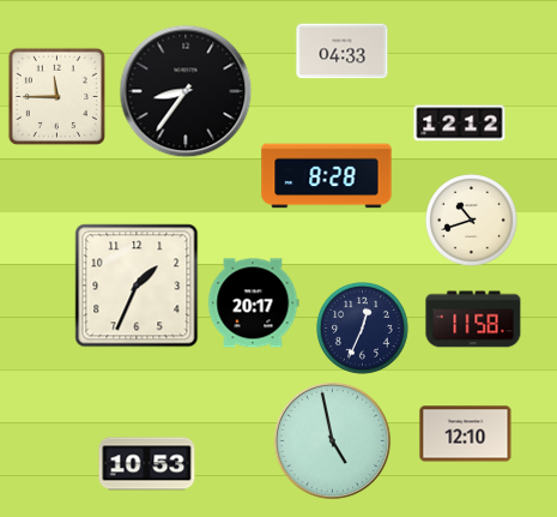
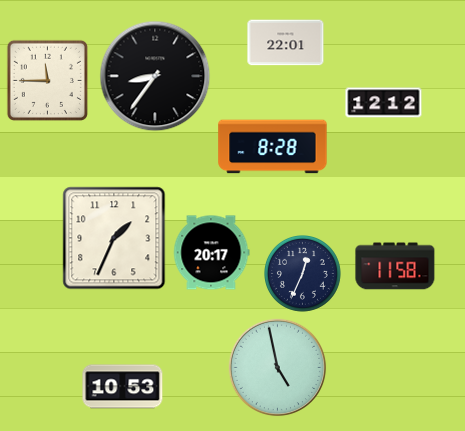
clock at (343, 52): 04:33 -> 22:01
clock at (472, 221): 10:42 -> none
clock at (466, 434): 12:10 -> none
